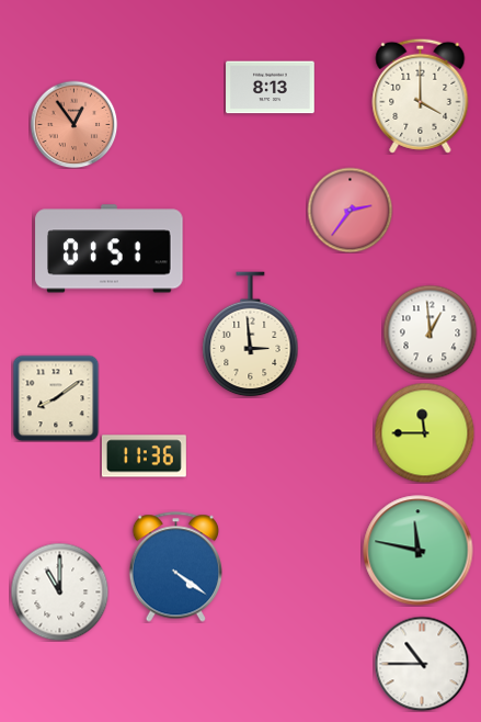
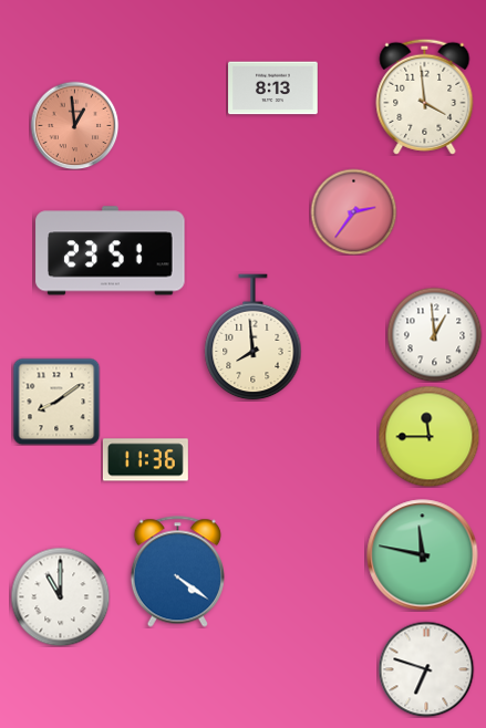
clock at (421, 95): 4:00 -> 3:59
clock at (73, 124): 12:54 -> 12:59
clock at (110, 249): 01:51 -> 23:51
clock at (251, 335): 2:59 -> 7:59
clock at (422, 664): 10:45 -> 6:48
